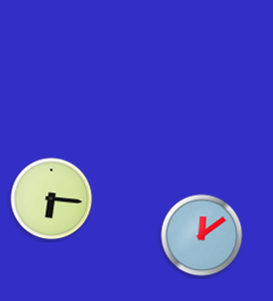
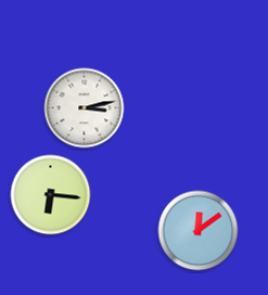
clock at (85, 108): none -> 3:13
